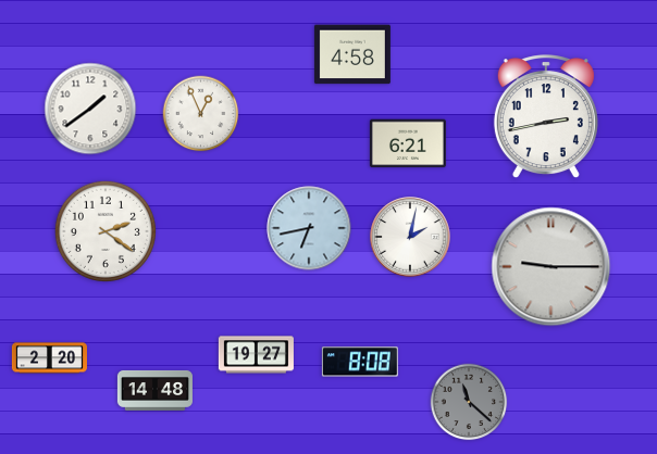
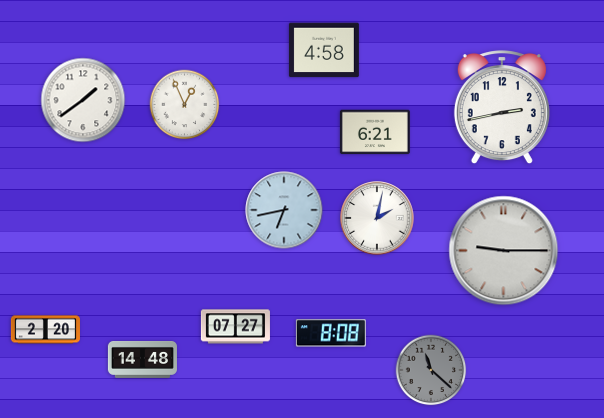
clock at (106, 231): 2:21 -> none
clock at (551, 267) position: (551, 267) -> (504, 251)
clock at (256, 355): 19:27 -> 07:27
